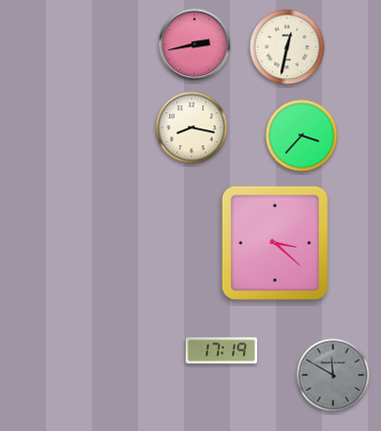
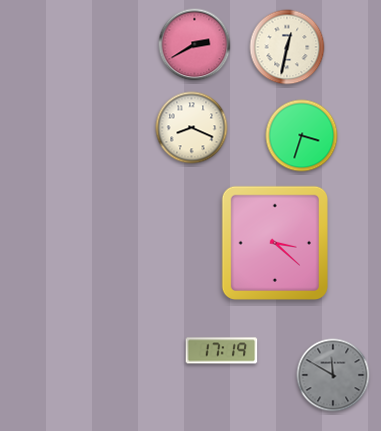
clock at (195, 45): 2:43 -> 2:40
clock at (192, 128): 8:17 -> 8:19
clock at (302, 136): 3:37 -> 3:33
